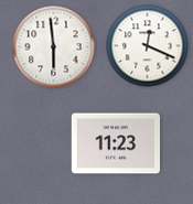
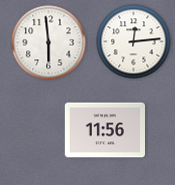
clock at (148, 46): 12:19 -> 12:14
clock at (115, 143): 11:23 -> 11:56
